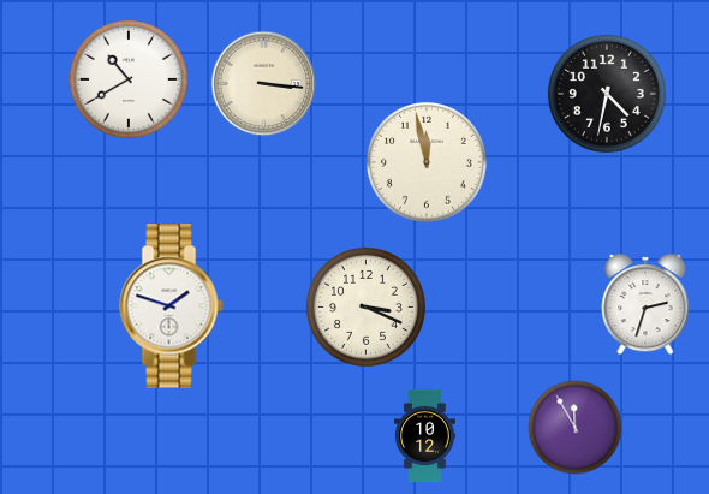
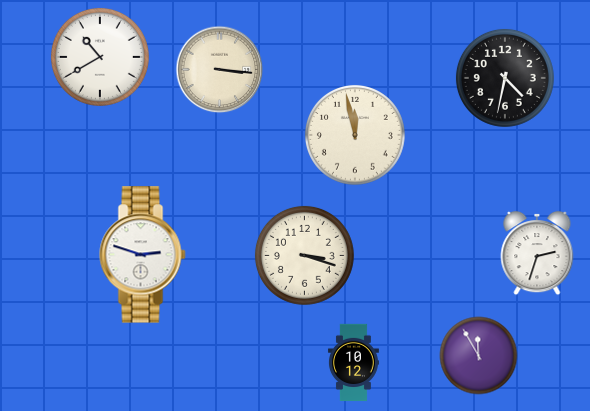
clock at (129, 79) position: (129, 79) -> (100, 57)
clock at (172, 306): 1:48 -> 2:48
clock at (365, 306): 3:19 -> 3:18
